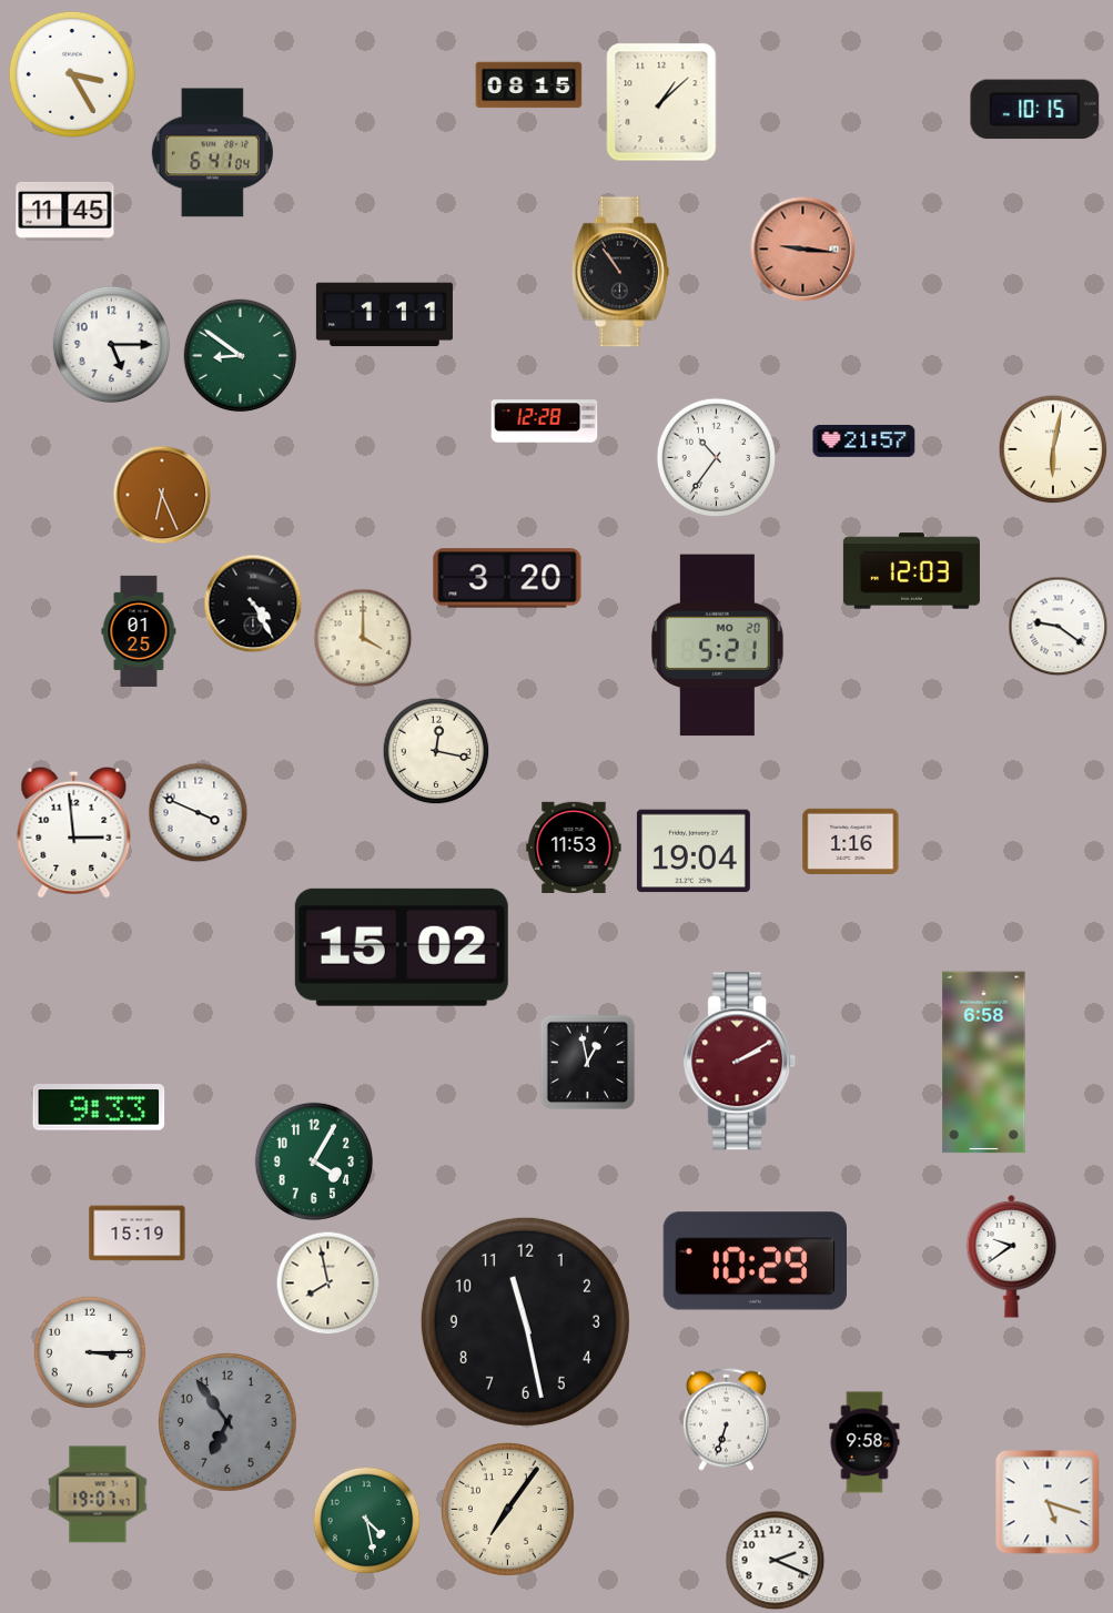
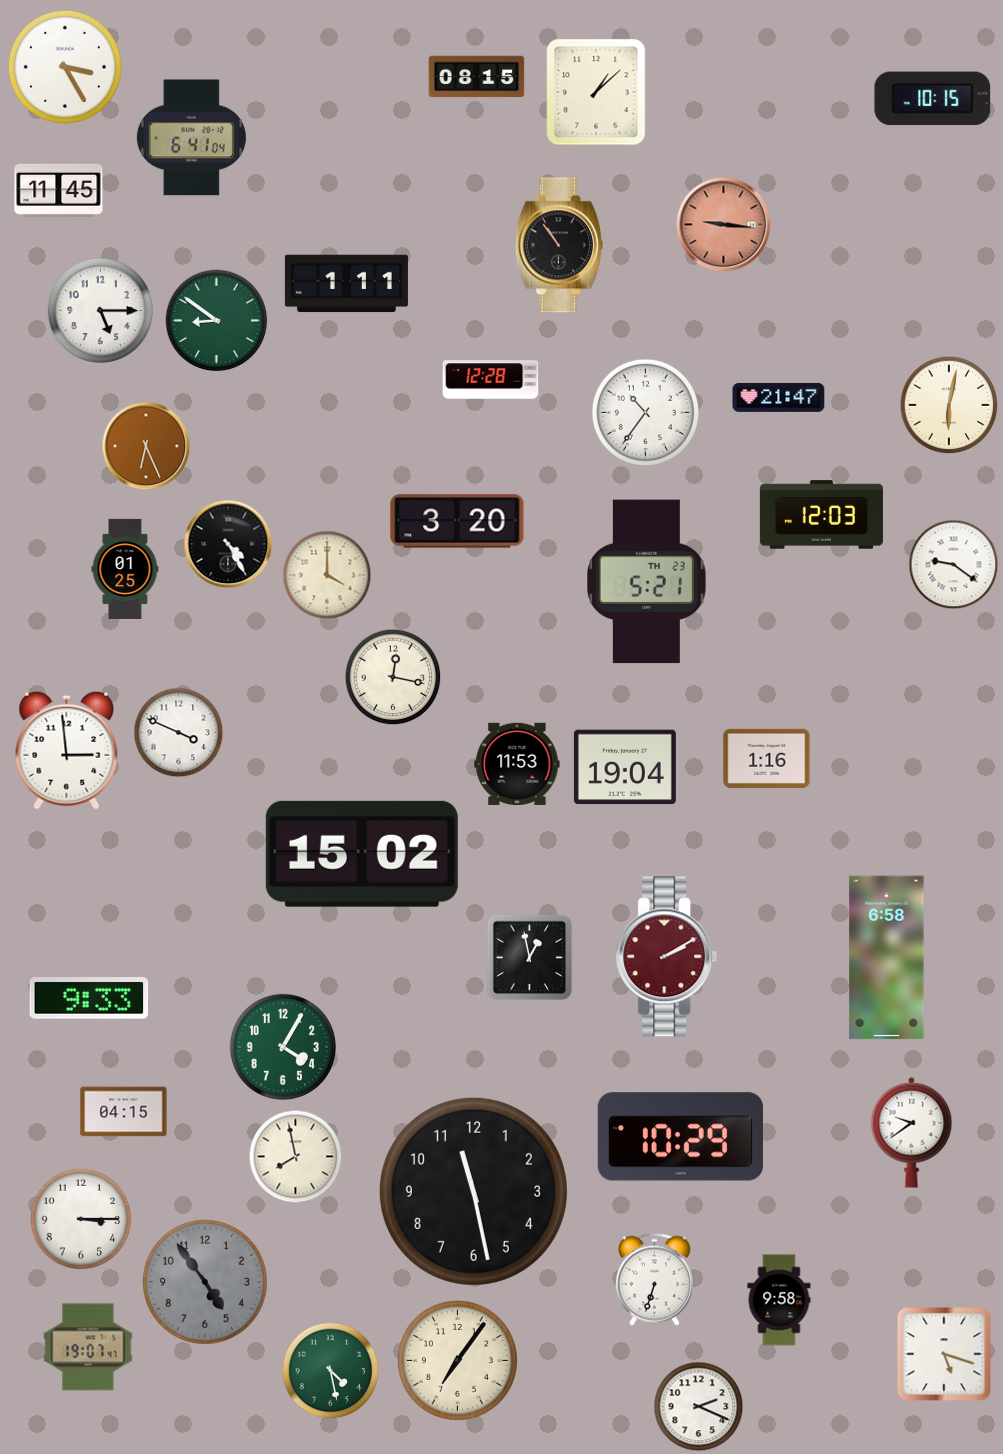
clock at (864, 440): 21:57 -> 21:47
clock at (718, 646) date: MO 20 -> TH 23
clock at (138, 1234): 15:19 -> 04:15
clock at (227, 1422): 6:54 -> 4:54
